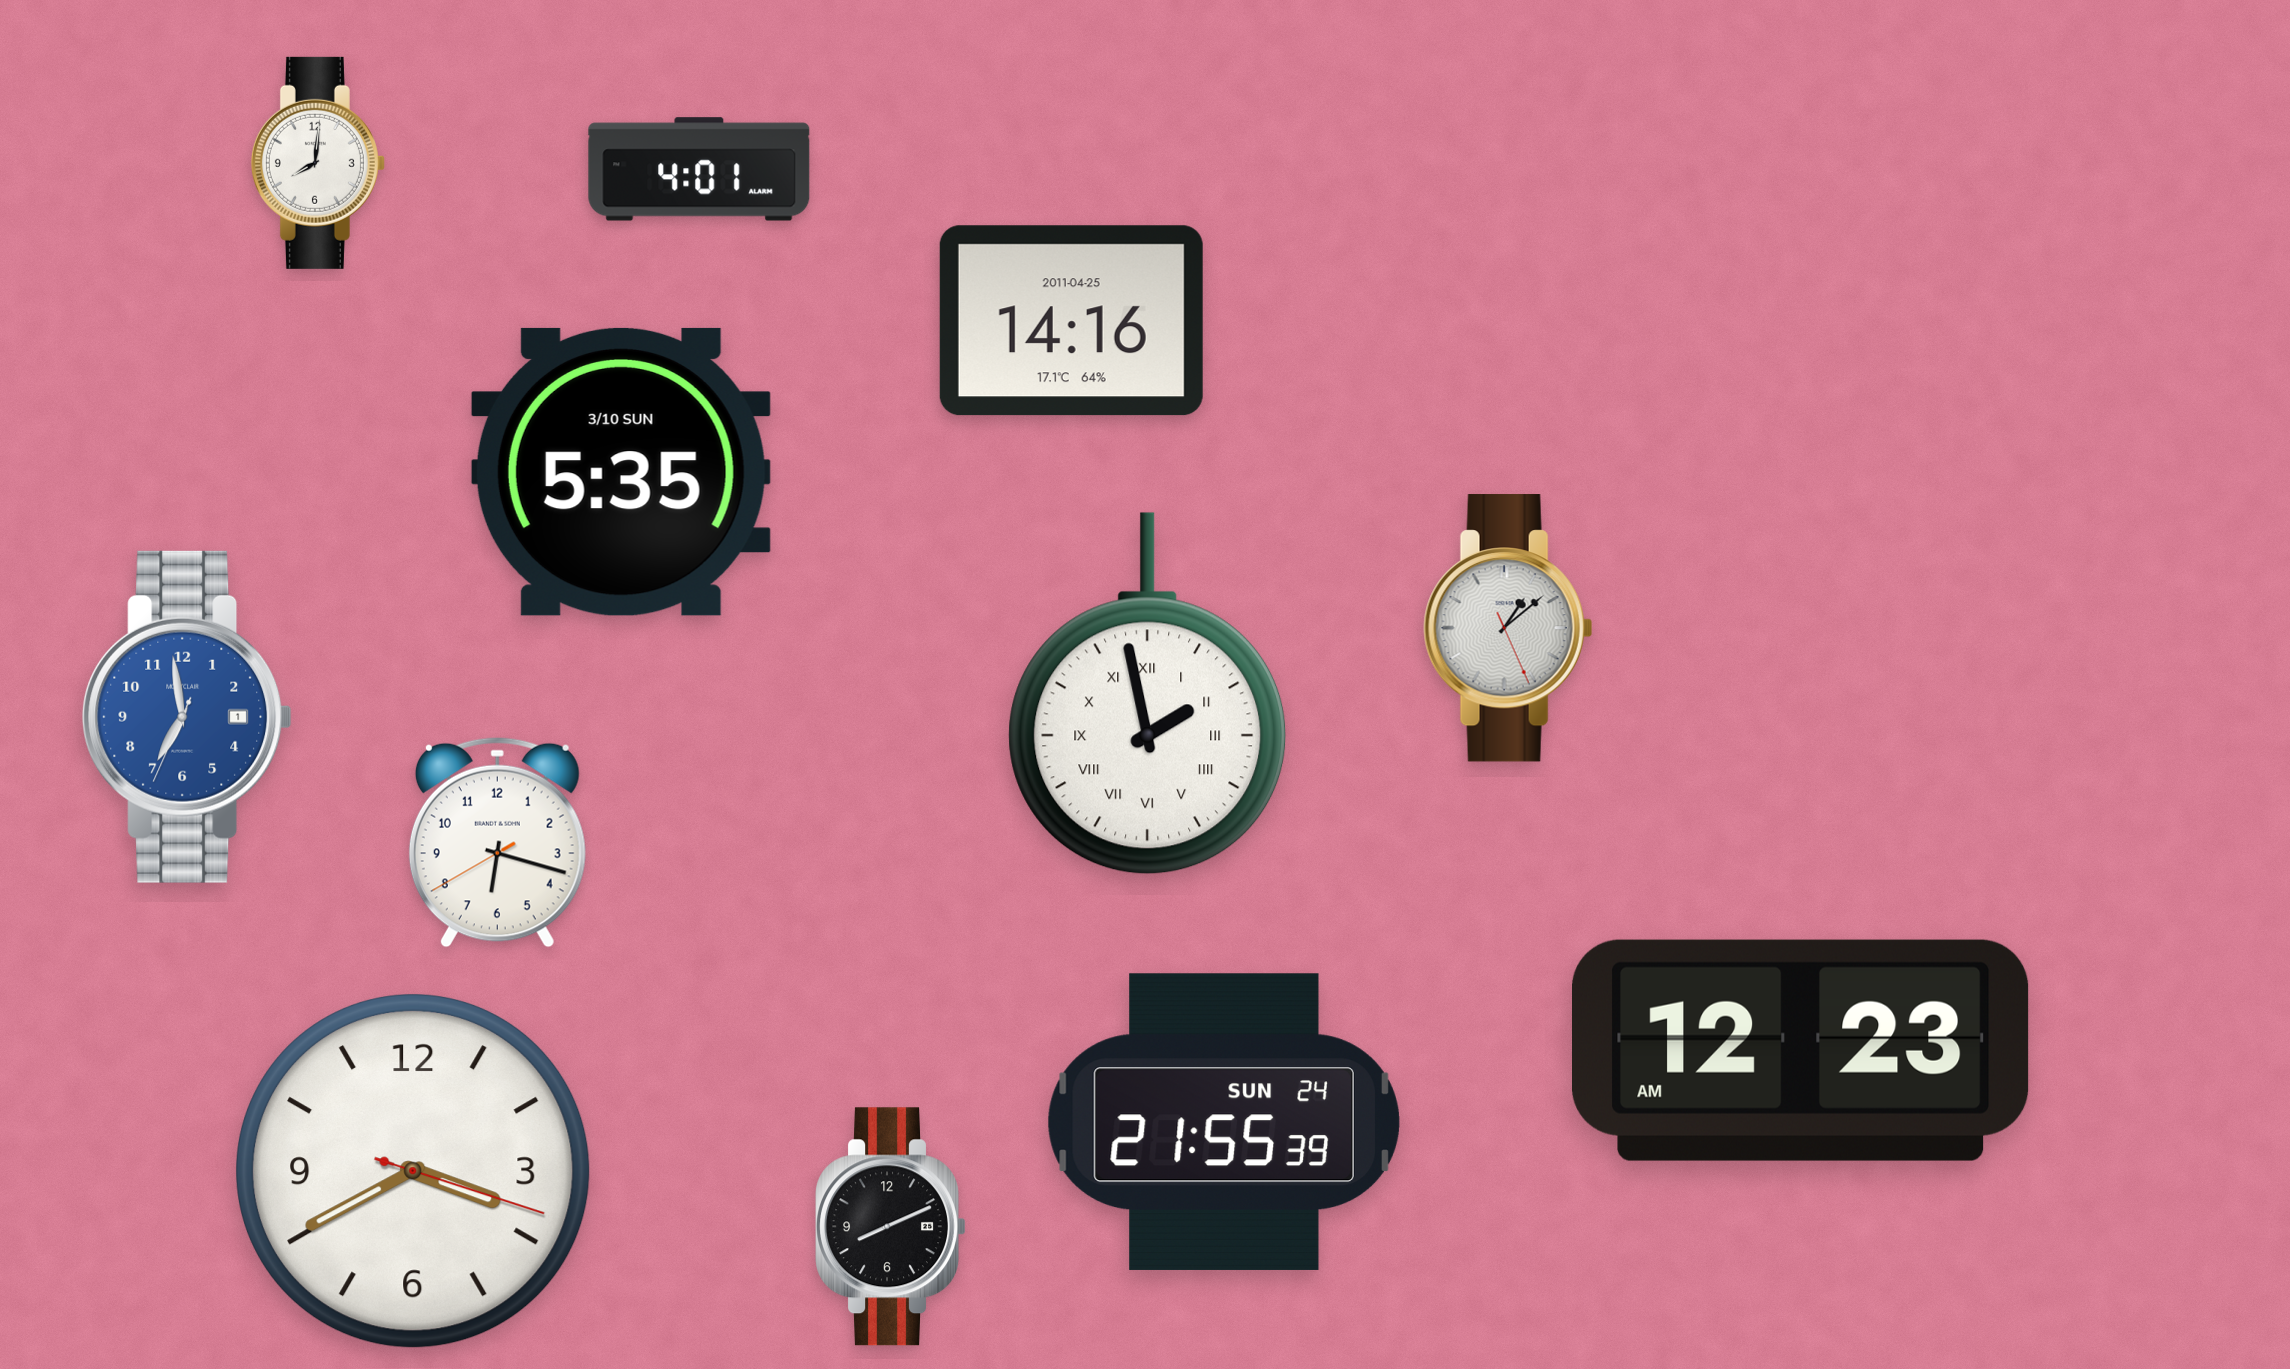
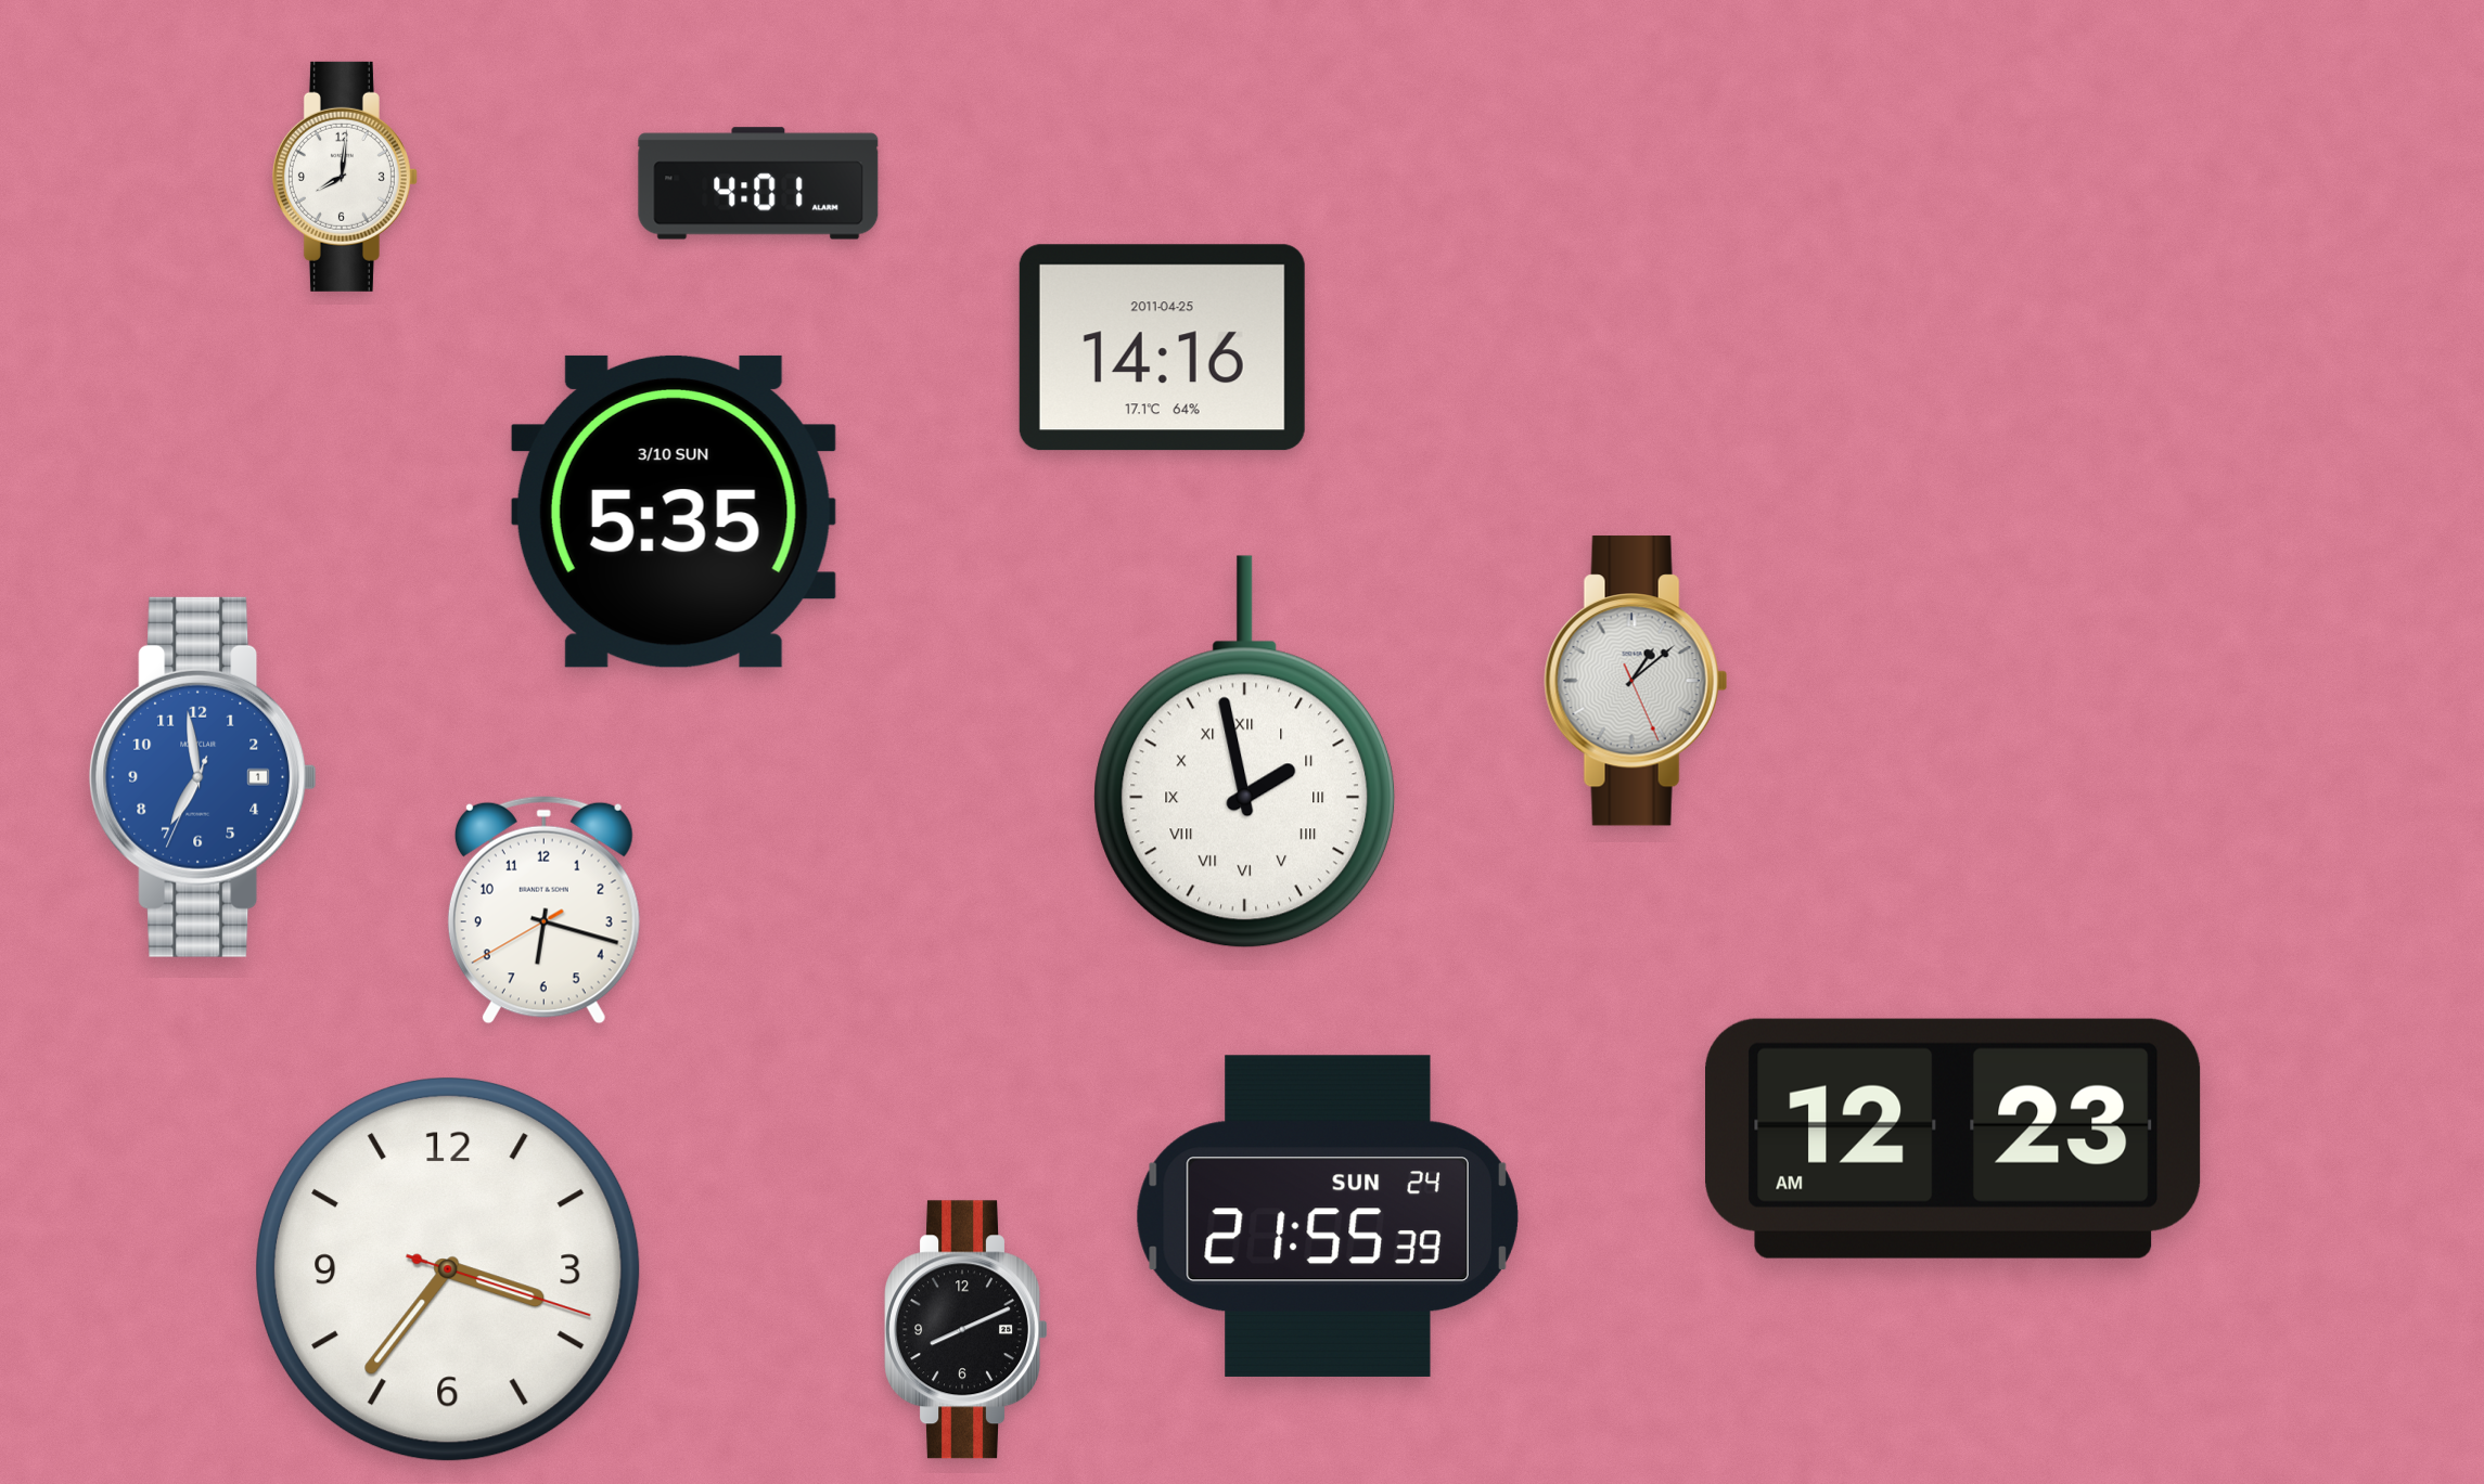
clock at (497, 842) position: (497, 842) -> (543, 909)
clock at (414, 1172): 3:40 -> 3:36
